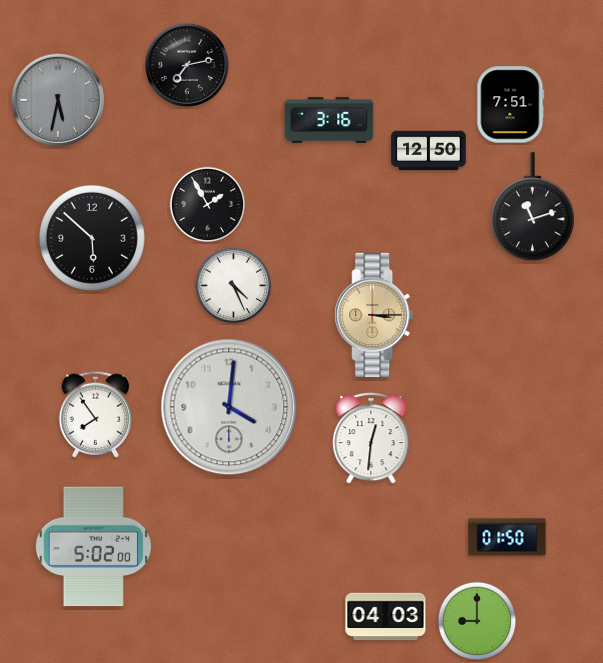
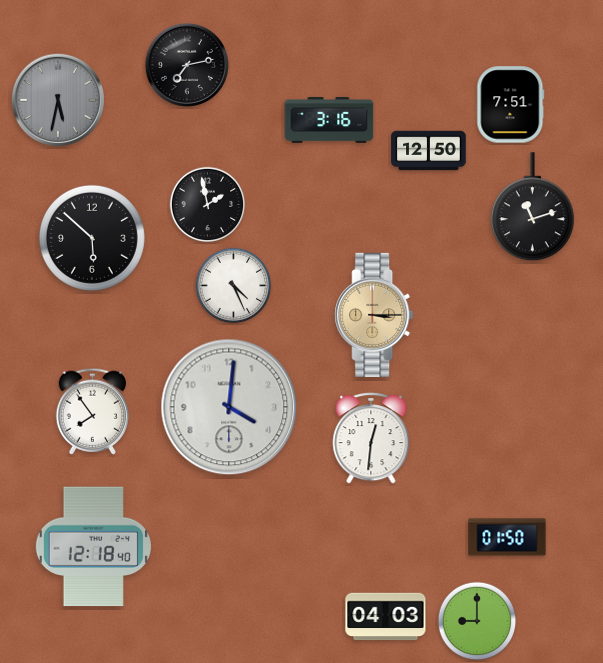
clock at (208, 205): 1:55 -> 1:58
clock at (95, 414) position: (95, 414) -> (92, 411)
clock at (93, 547): 5:02 -> 12:18
